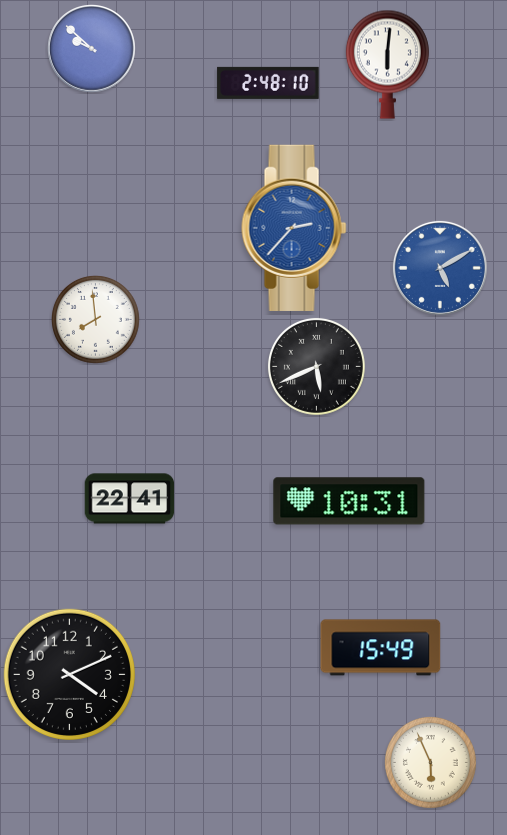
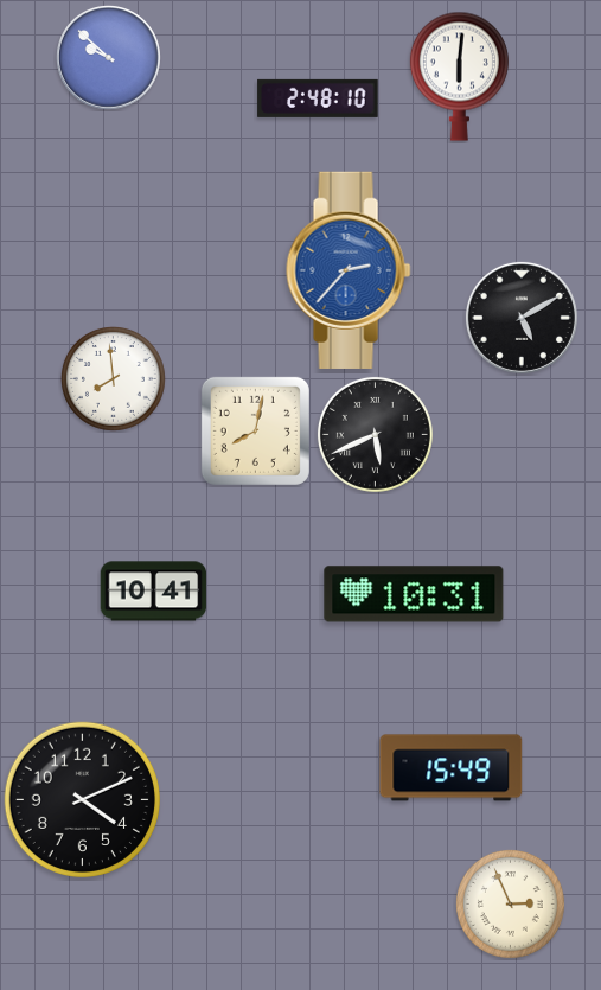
clock at (440, 268) dial: blue -> black
clock at (255, 430): none -> 8:02
clock at (130, 499): 22:41 -> 10:41
clock at (430, 762): 5:56 -> 2:56
